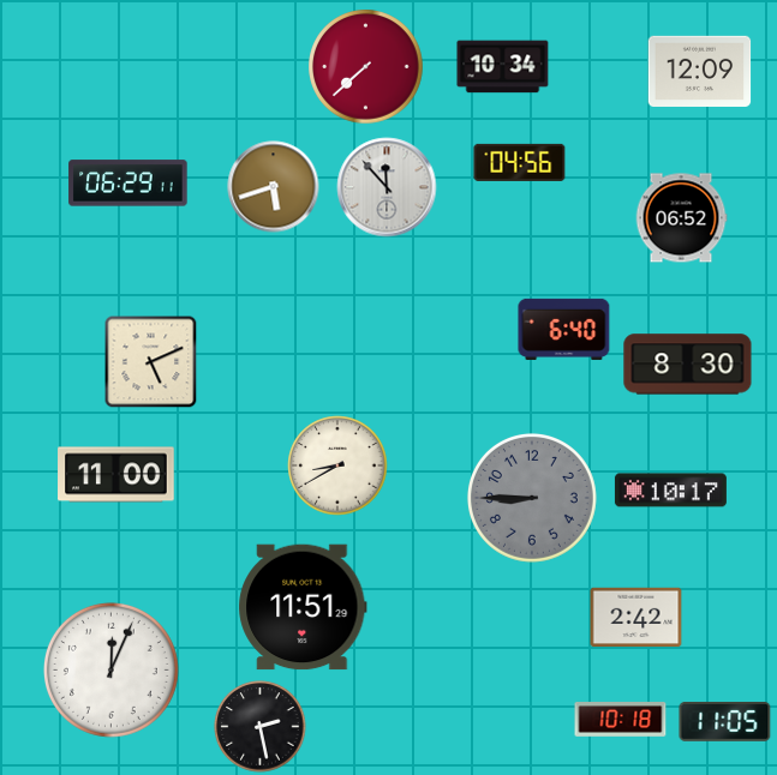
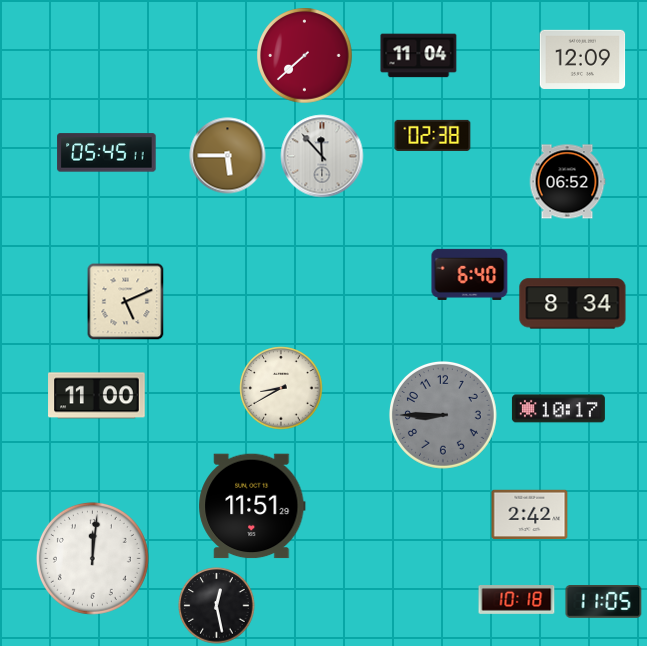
clock at (503, 67): 10:34 -> 11:04
clock at (520, 162): 04:56 -> 02:38
clock at (128, 184): 06:29 -> 05:45
clock at (274, 187): 5:42 -> 5:45
clock at (688, 365): 8:30 -> 8:34
clock at (110, 669): 12:04 -> 12:01
clock at (261, 727): 2:28 -> 12:28
